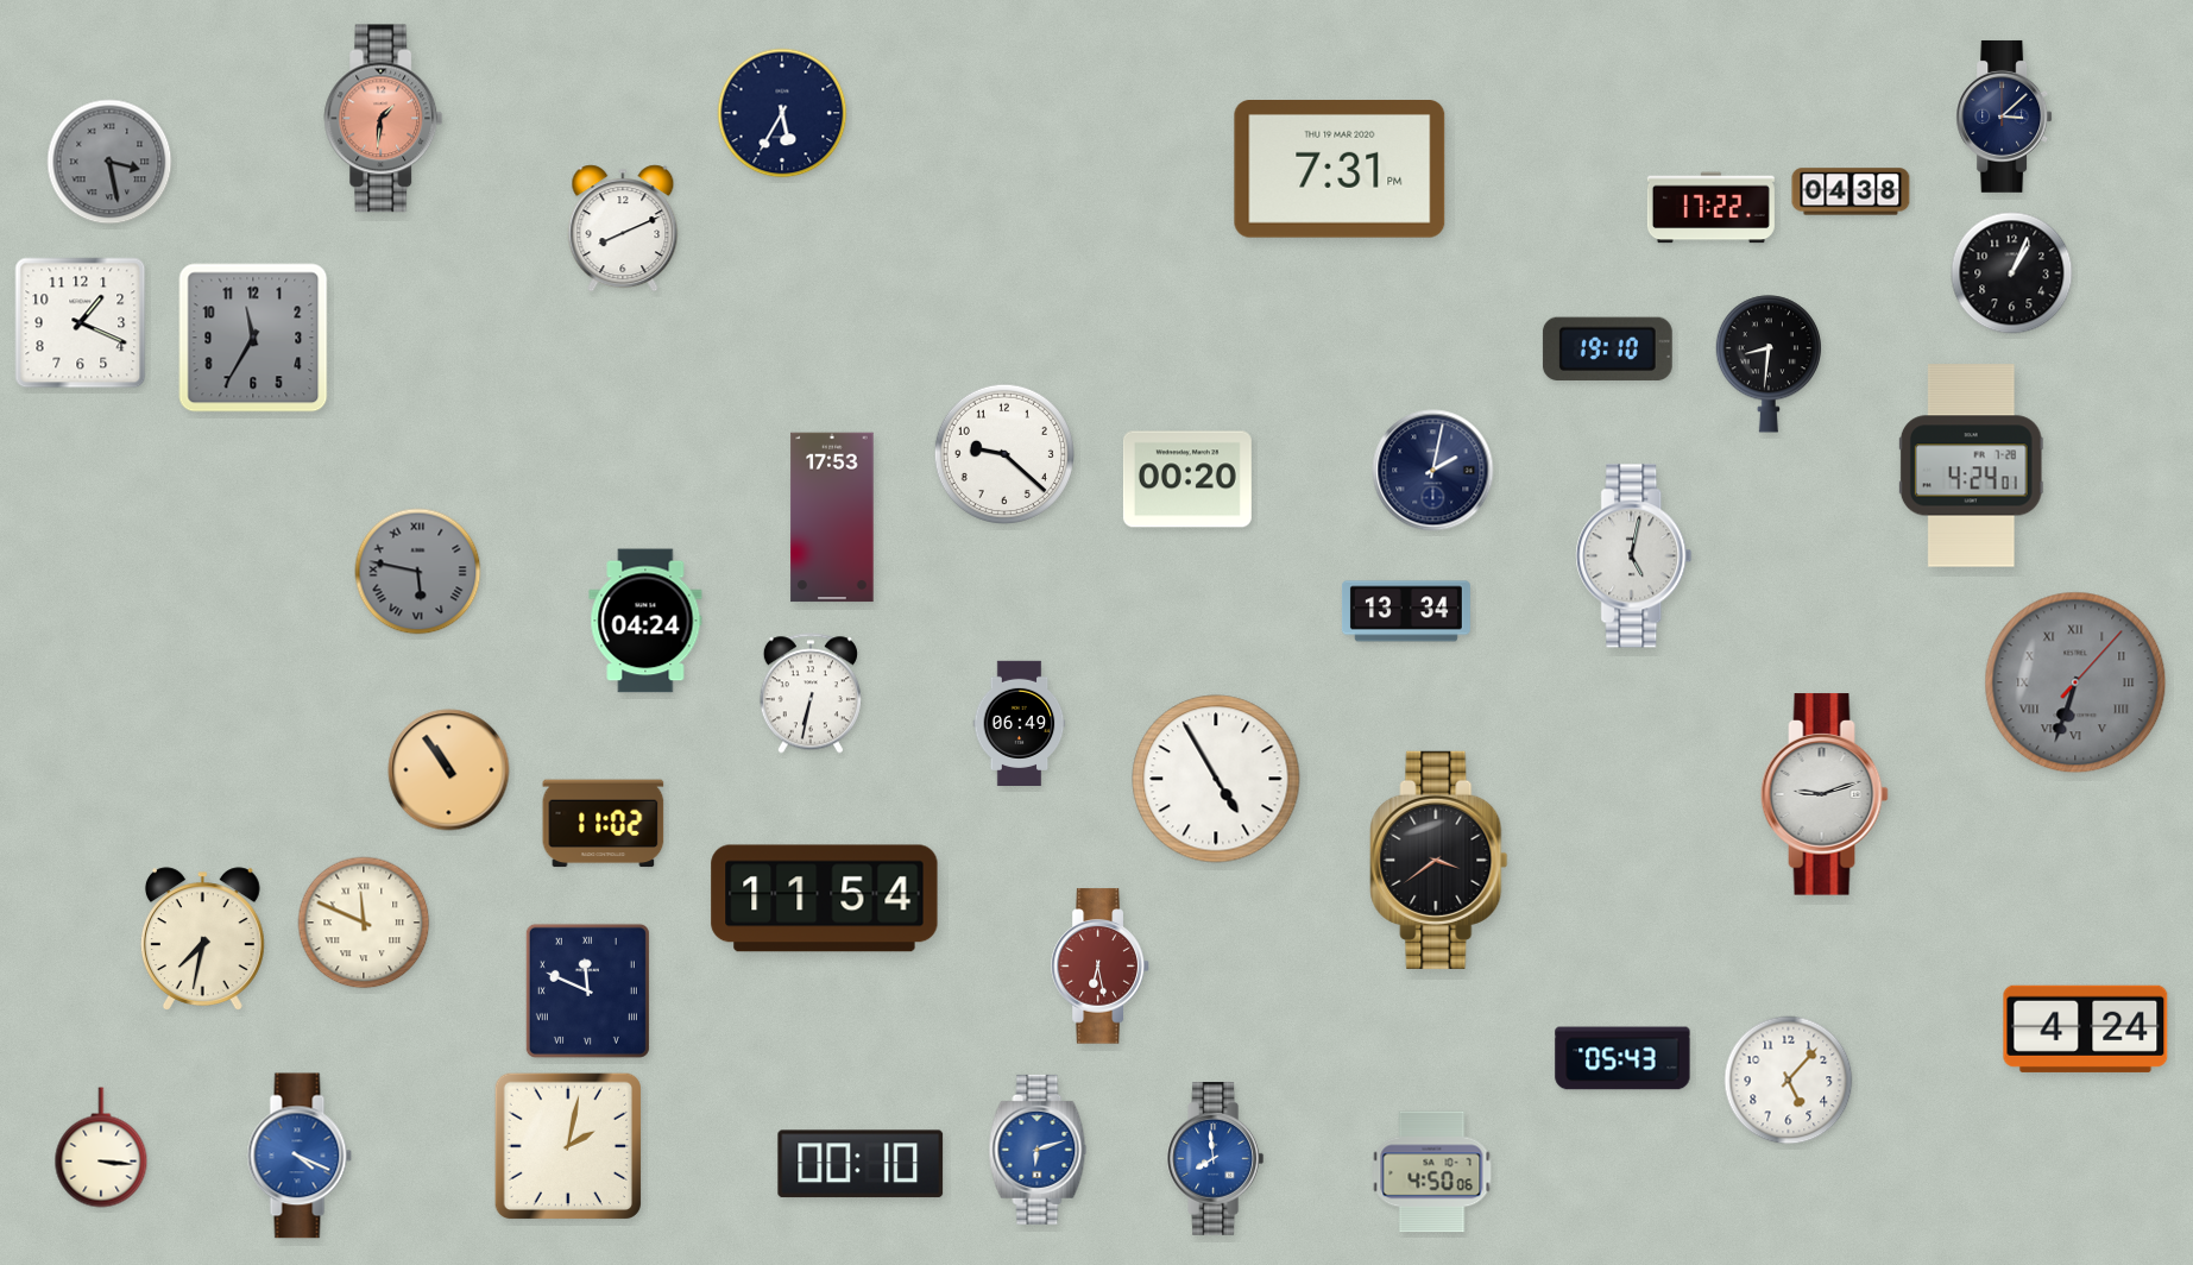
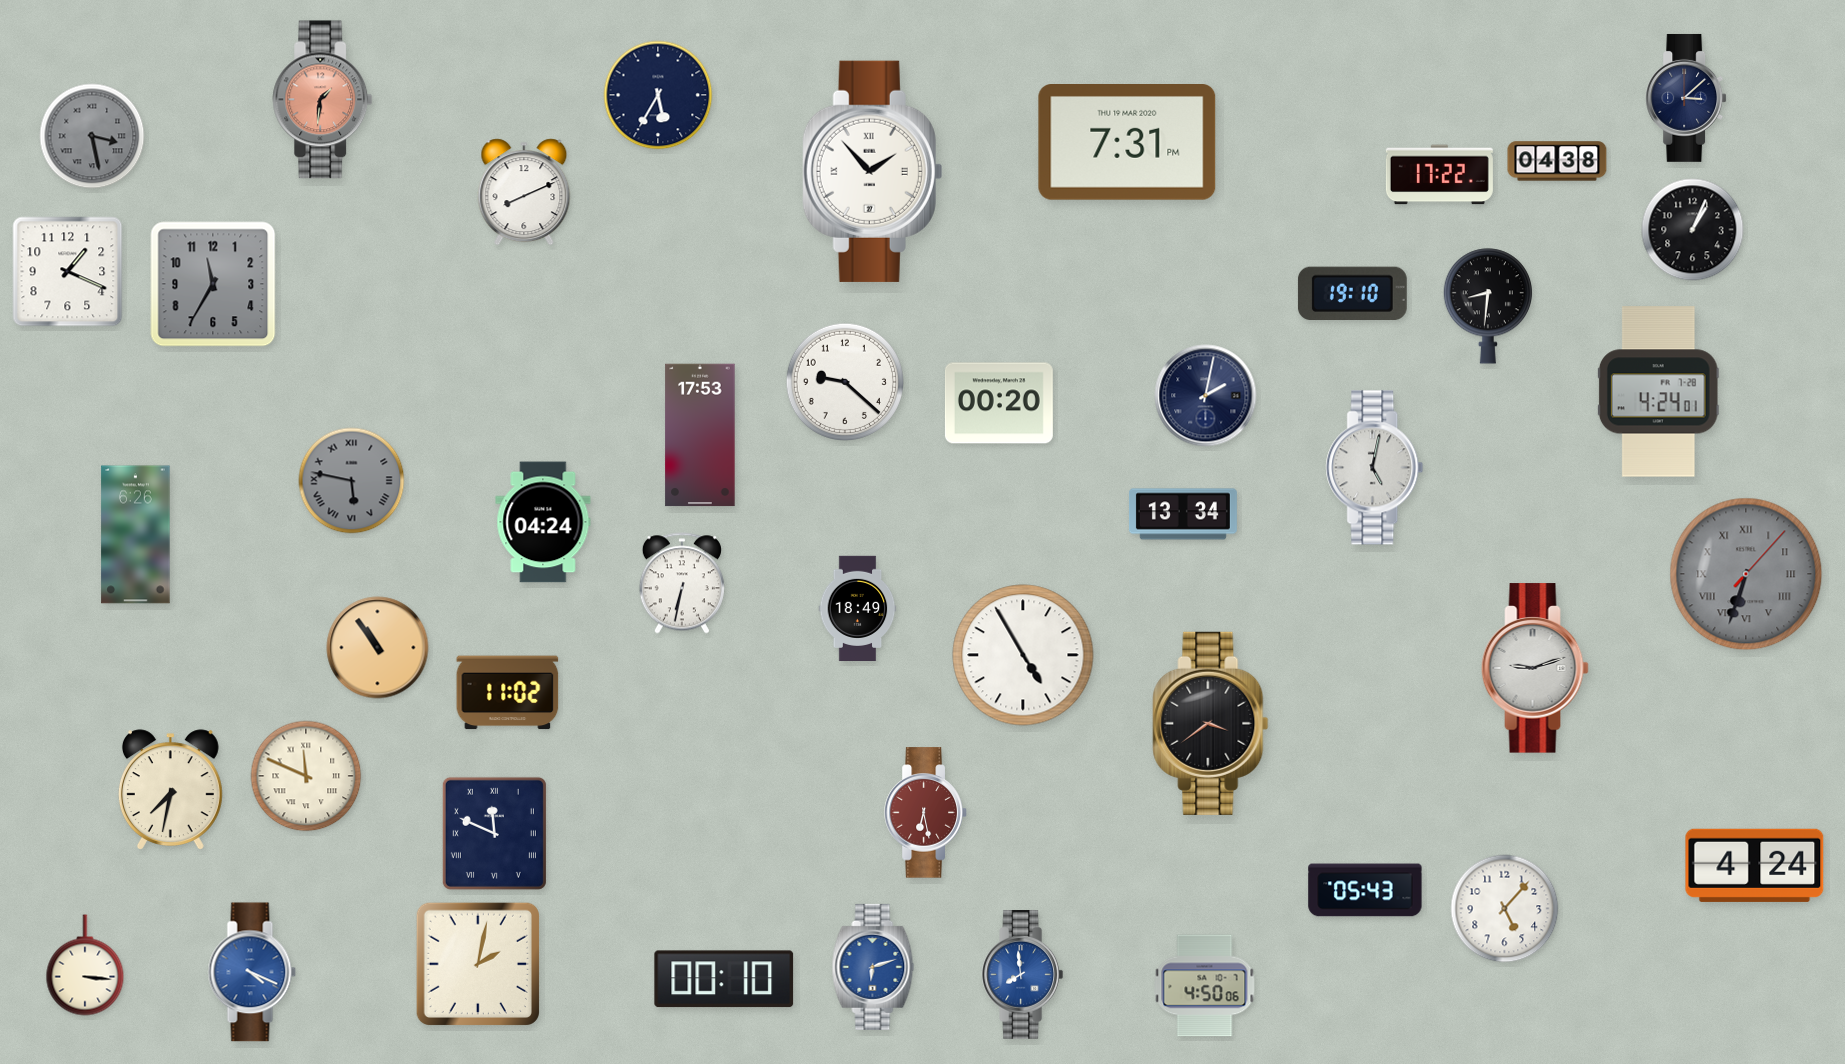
clock at (873, 171): none -> 1:53
clock at (136, 535): none -> 6:26
clock at (1020, 723): 06:49 -> 18:49
clock at (825, 899): 11:54 -> none
